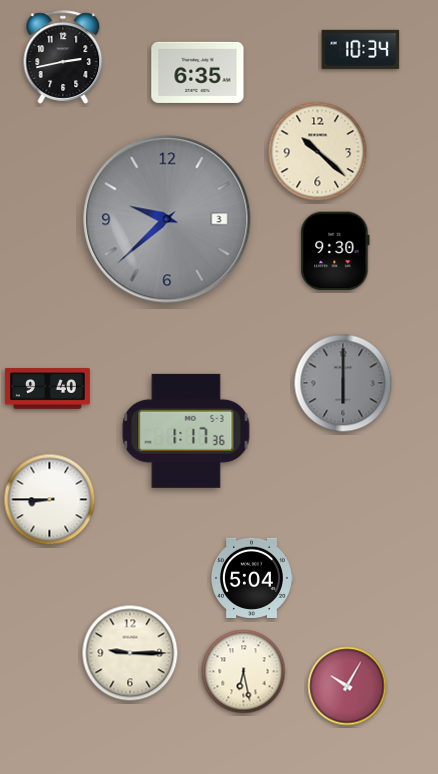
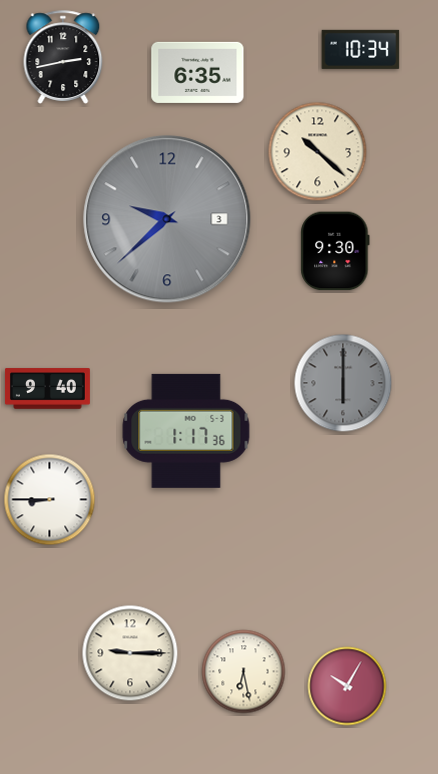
clock at (251, 578): 5:04 -> none
